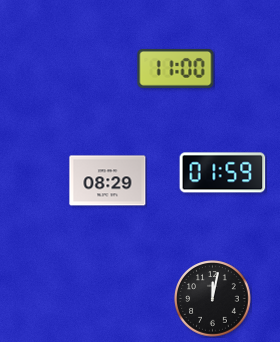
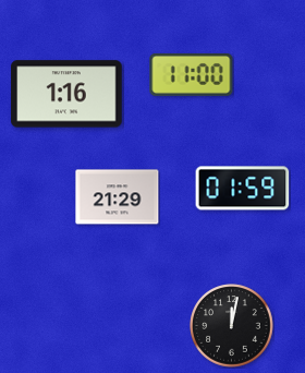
clock at (66, 94): none -> 1:16
clock at (108, 181): 08:29 -> 21:29
